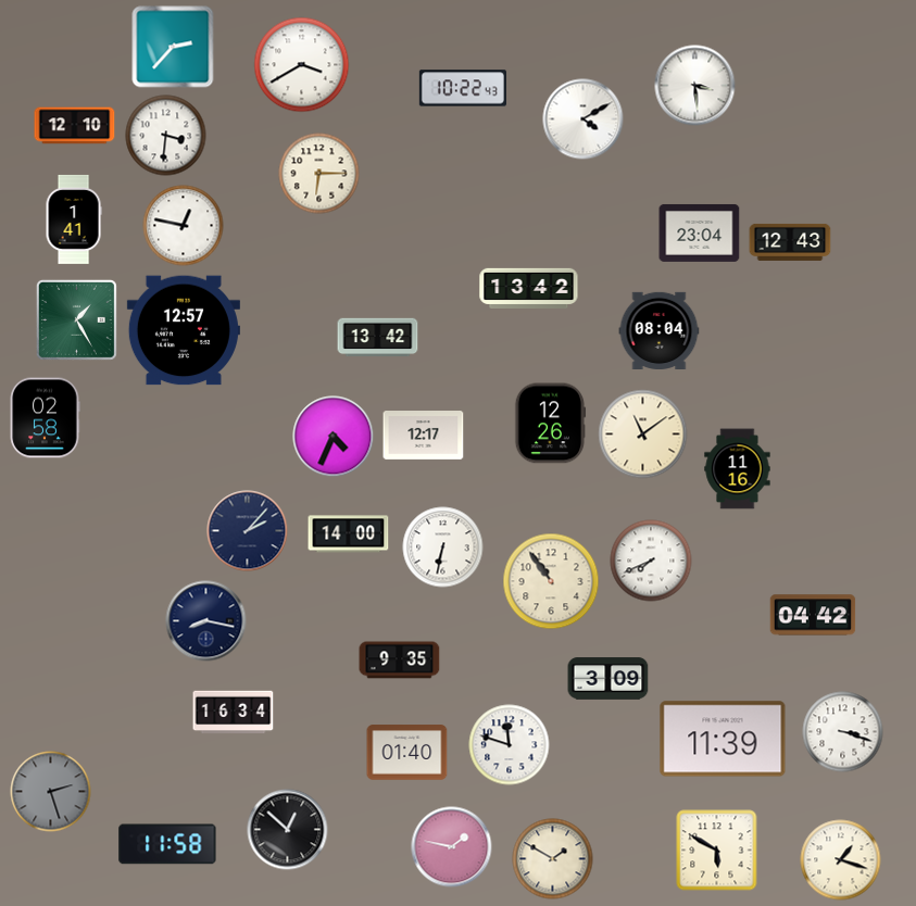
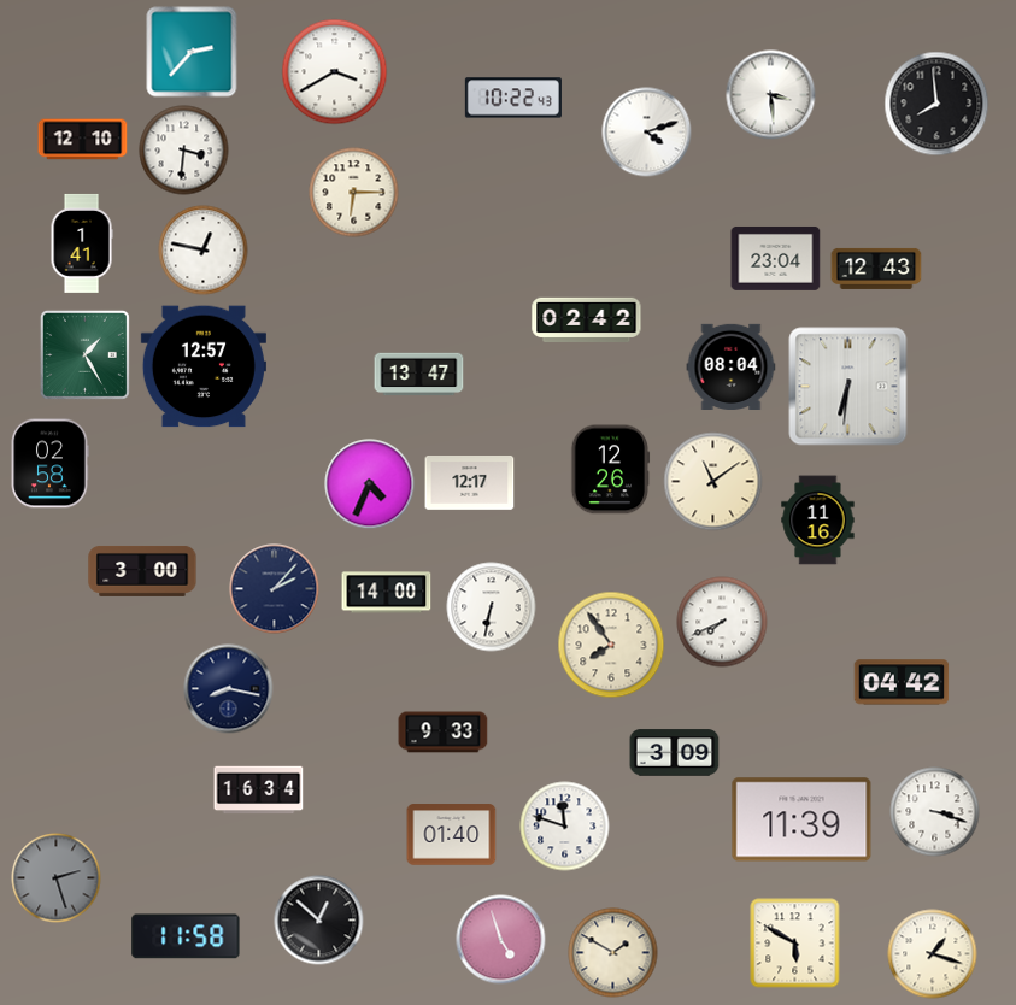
clock at (936, 104): none -> 7:59
clock at (584, 119): 4:10 -> 4:12
clock at (529, 288): 13:42 -> 02:42
clock at (378, 338): 13:42 -> 13:47
clock at (848, 387): none -> 6:31
clock at (142, 571): none -> 3:00
clock at (551, 581): 10:54 -> 7:54
clock at (400, 660): 9:35 -> 9:33
clock at (452, 847): 1:47 -> 4:57
